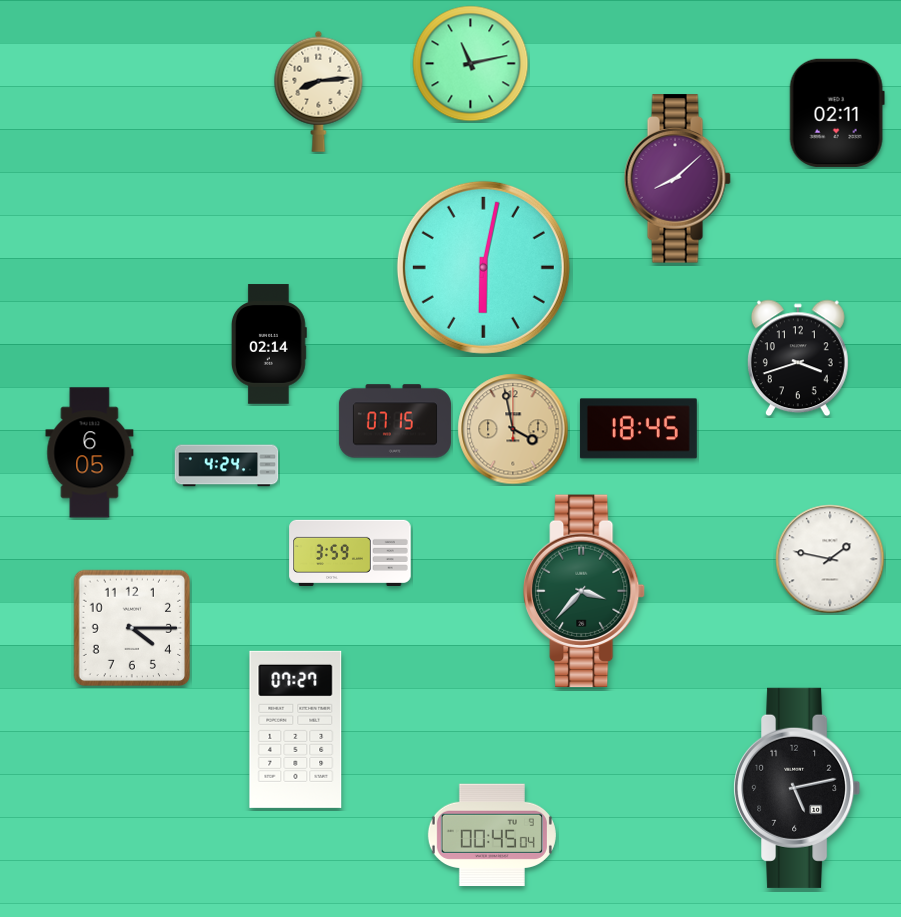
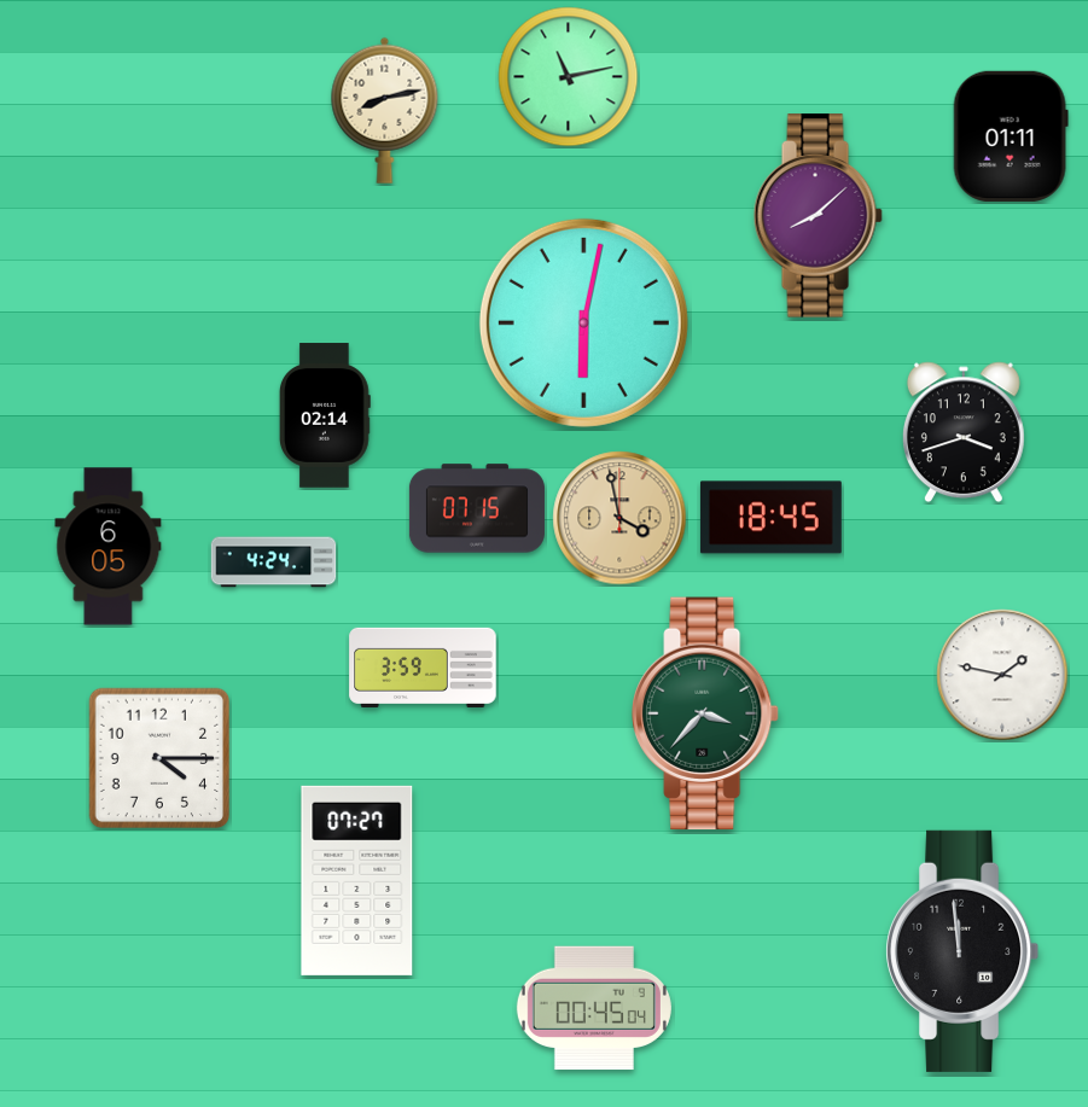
clock at (319, 91): 8:14 -> 8:13
clock at (837, 113): 02:11 -> 01:11
clock at (797, 788): 5:13 -> 11:59
